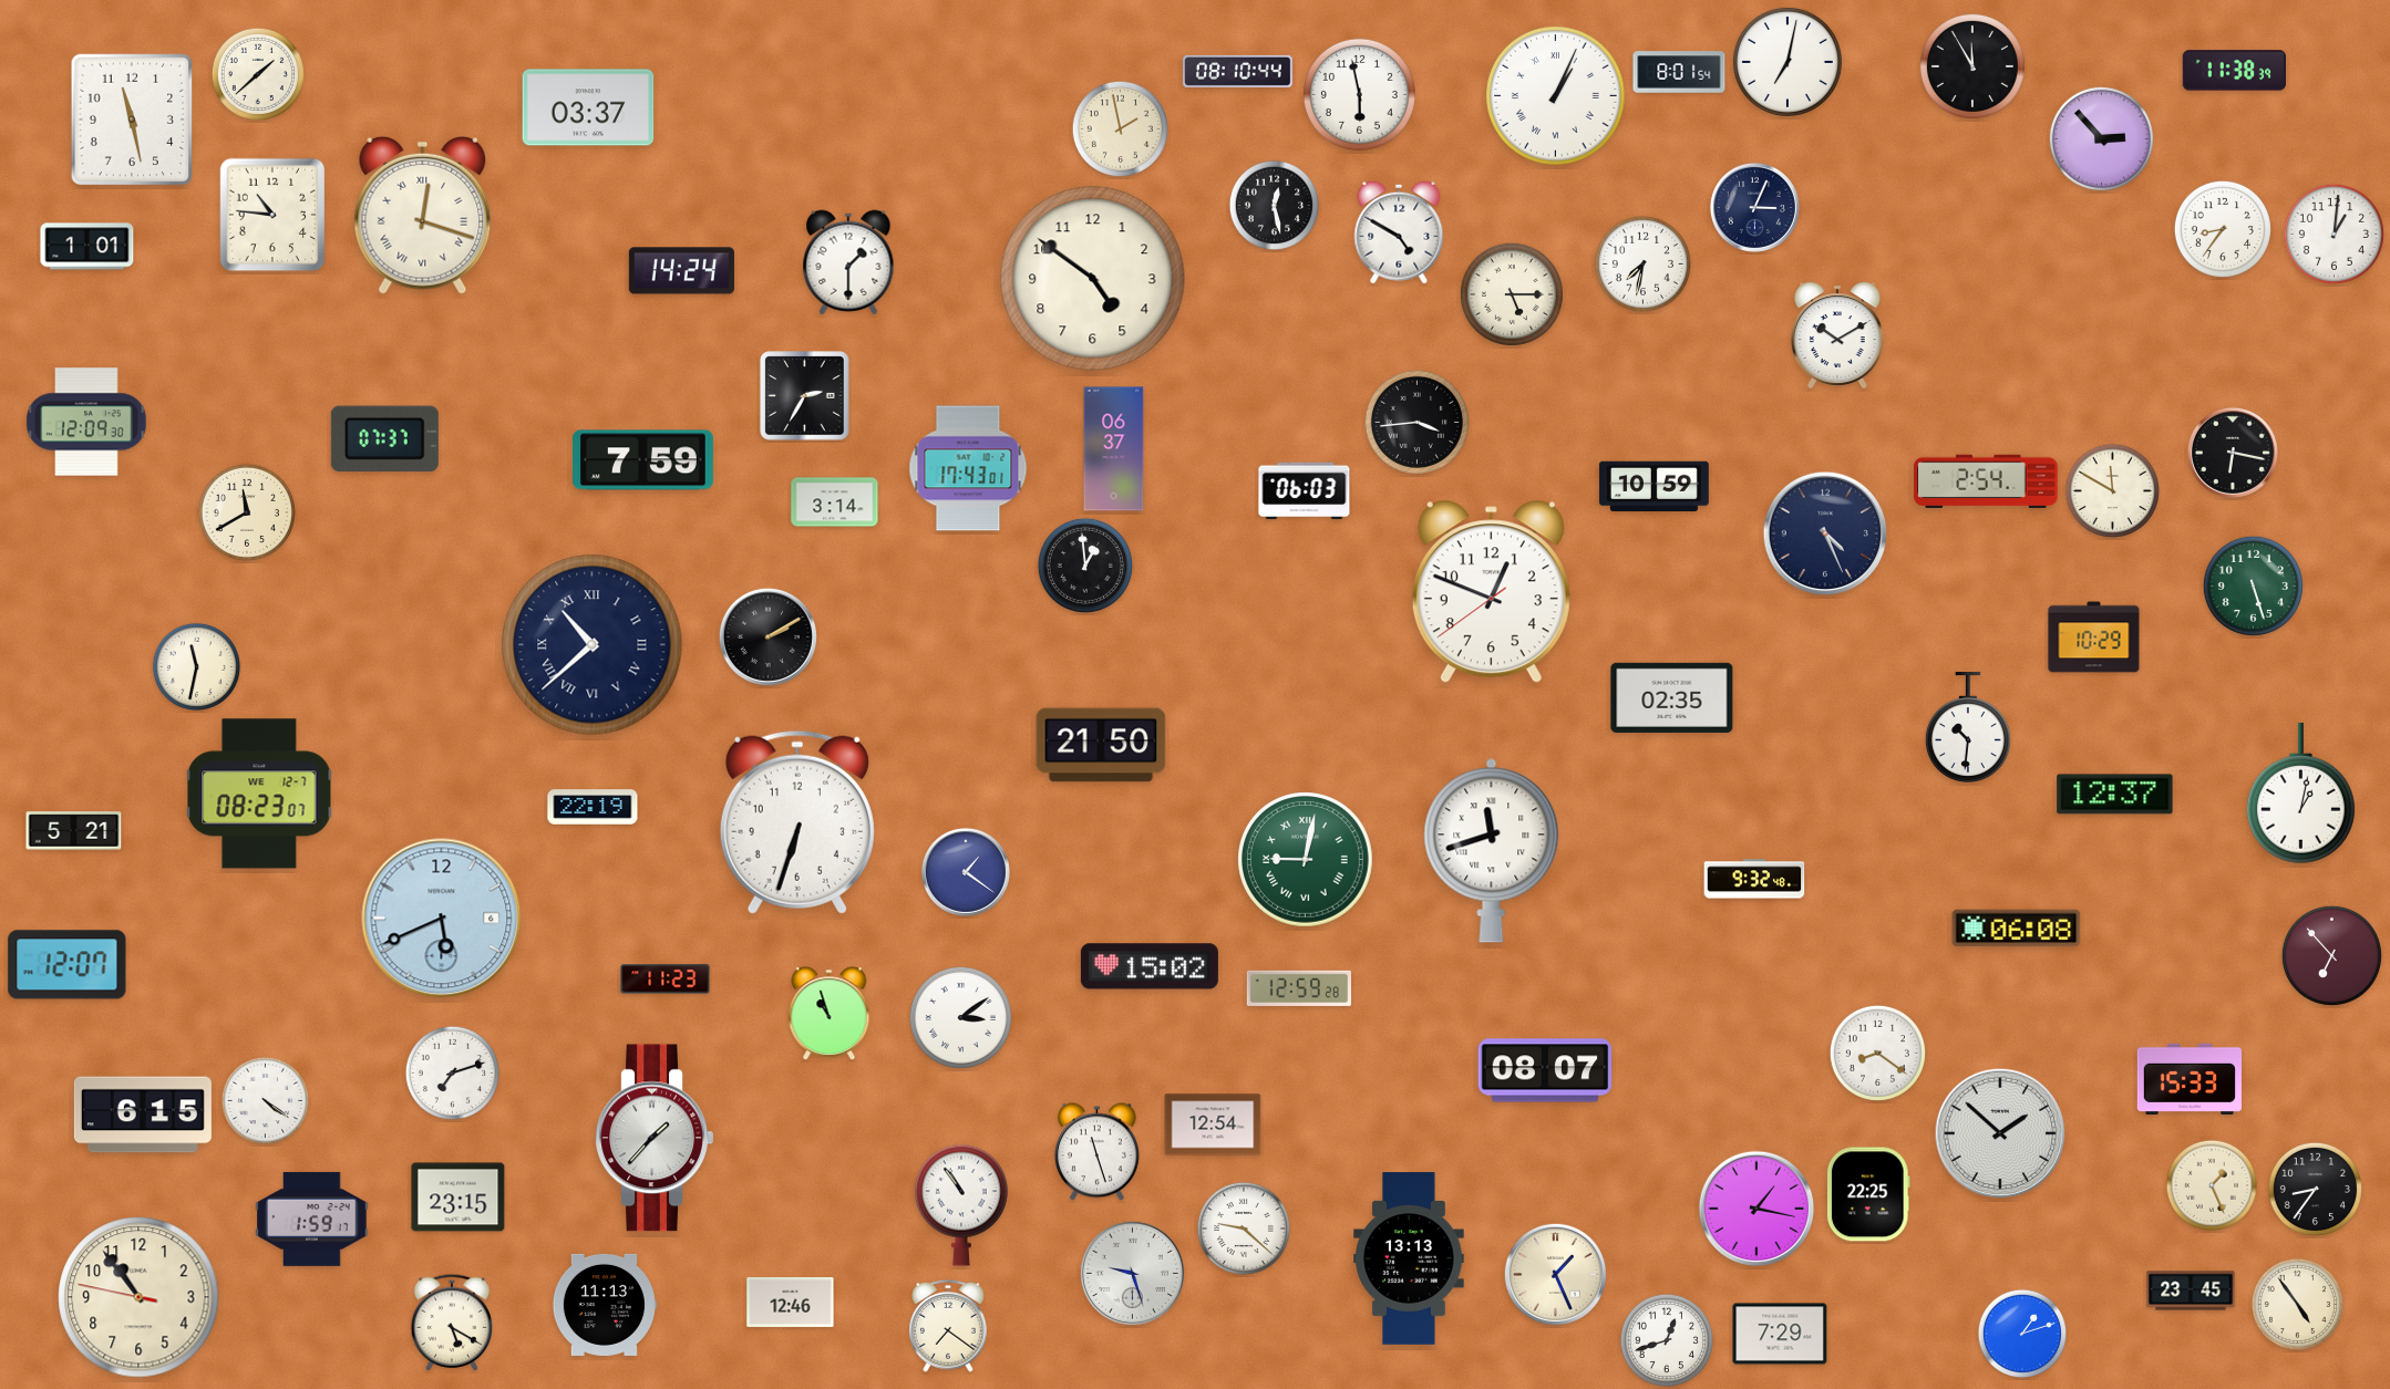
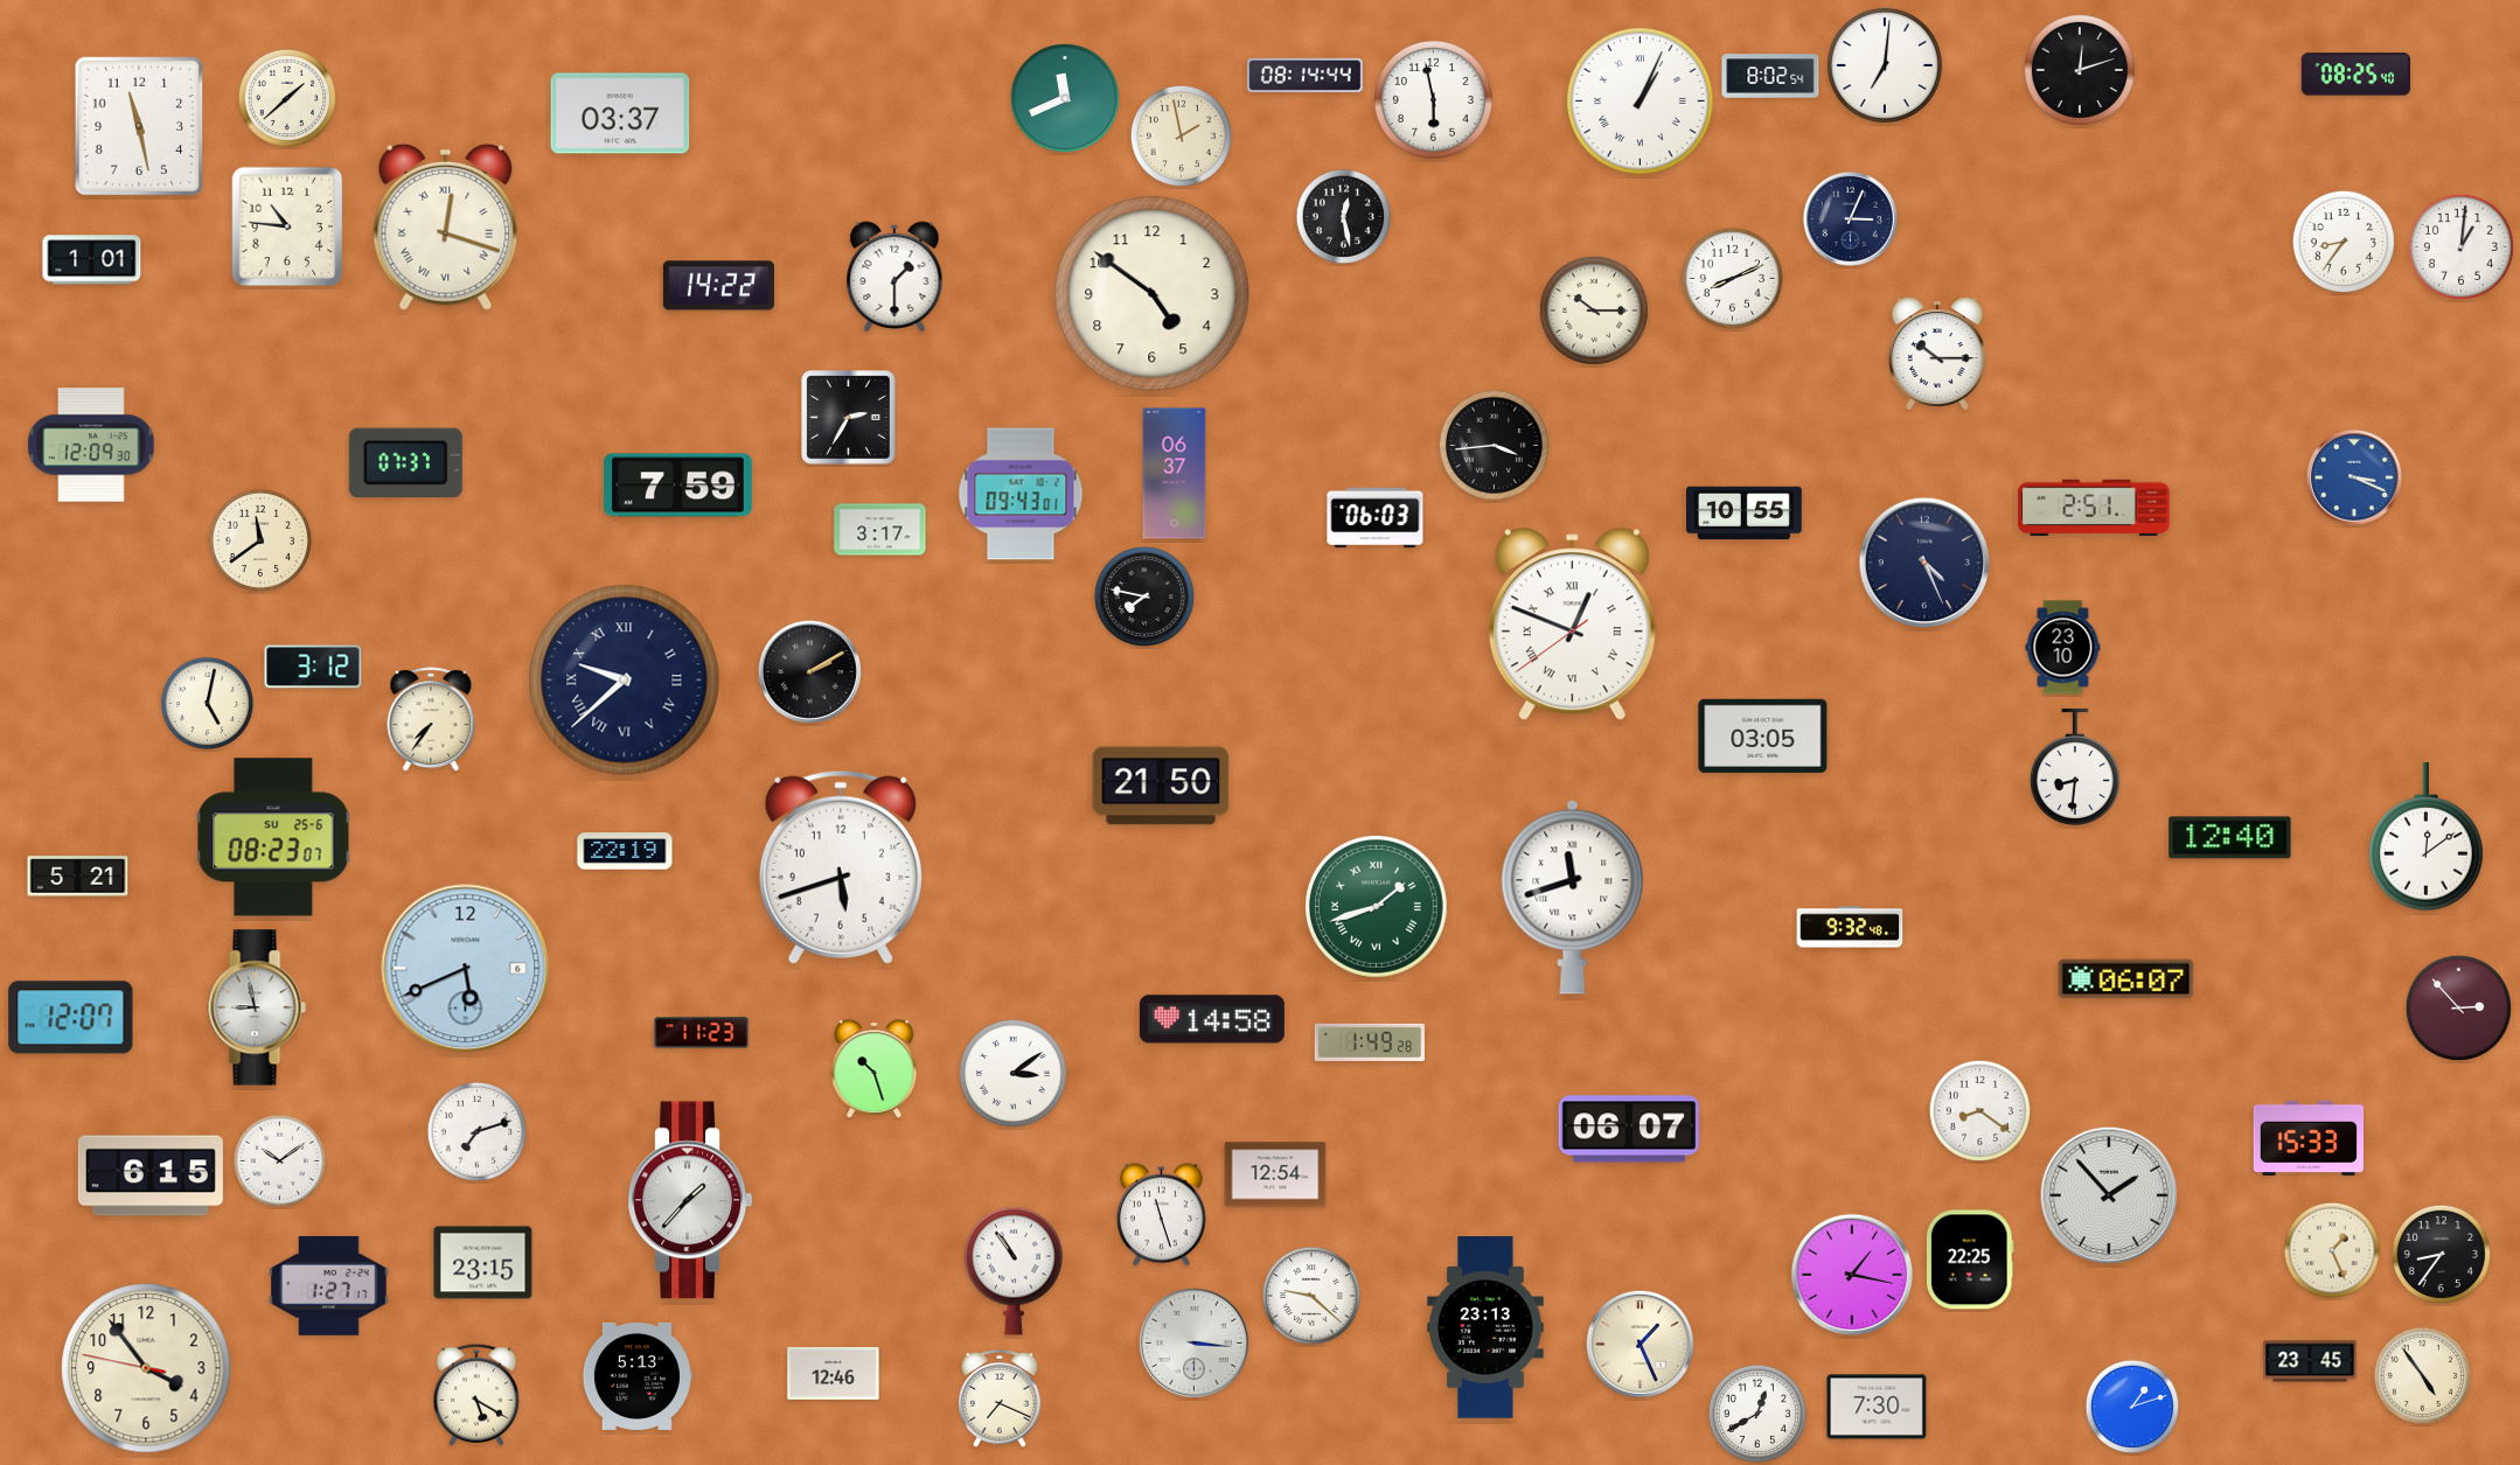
clock at (1788, 62): 7:02 -> 7:01
clock at (1972, 66): 11:55 -> 12:12
clock at (1238, 71): 08:10 -> 08:14
clock at (2234, 71): 11:38 -> 08:25
clock at (1679, 72): 8:01 -> 8:02
clock at (258, 74) position: (258, 74) -> (287, 98)
clock at (1065, 98): none -> 11:41
clock at (2101, 138): 2:53 -> none
clock at (1399, 232): 4:50 -> none
clock at (1642, 263): 7:32 -> 8:11
clock at (681, 271): 14:24 -> 14:22
clock at (1512, 294): 5:15 -> 10:15
clock at (1837, 335): 10:10 -> 10:15
clock at (2233, 453): 6:17 -> 3:19
clock at (2233, 453) dial: black -> blue
clock at (968, 468): 17:43 -> 09:43
clock at (1986, 481): 2:54 -> 2:51
clock at (1654, 487): 10:59 -> 10:55
clock at (2112, 490): 11:50 -> none
clock at (835, 502): 3:14 -> 3:17
clock at (247, 512): 11:40 -> 11:39
clock at (1085, 566): 12:59 -> 7:47
clock at (2253, 585): 5:27 -> none
clock at (1491, 592) numerals: Arabic -> Roman
clock at (2063, 648): none -> 23:10
clock at (313, 667): none -> 3:12
clock at (2094, 638): 10:29 -> none
clock at (593, 645): 10:38 -> 9:38
clock at (196, 666): 11:32 -> 5:02
clock at (431, 720): none -> 7:36
clock at (1672, 697): 02:35 -> 03:05
clock at (1968, 727): 10:31 -> 8:31
clock at (259, 794) date: WE 12-7 -> SU 25-6
clock at (2301, 794): 1:02 -> 12:09
clock at (2115, 795): 12:37 -> 12:40
clock at (797, 822): 6:33 -> 5:42
clock at (1306, 860): 9:02 -> 1:42
clock at (966, 872): 1:21 -> none
clock at (2017, 929): 06:08 -> 06:07
clock at (257, 1007): none -> 8:58
clock at (2331, 955): 6:53 -> 2:53
clock at (1150, 966): 15:02 -> 14:58
clock at (1299, 988): 12:59 -> 1:49
clock at (830, 1013): 10:57 -> 10:27
clock at (1545, 1070): 08:07 -> 06:07
clock at (265, 1100): 4:21 -> 10:09
clock at (1213, 1124) position: (1213, 1124) -> (1275, 1174)
clock at (2000, 1133): 1:52 -> 1:53
clock at (1096, 1152) position: (1096, 1152) -> (1161, 1215)
clock at (312, 1219): 1:59 -> 1:27
clock at (1409, 1258): 13:13 -> 23:13
clock at (1132, 1273): 9:27 -> 3:16
clock at (138, 1297): 10:53 -> 3:53
clock at (604, 1305): 11:13 -> 5:13
clock at (949, 1326): 7:21 -> 7:19
clock at (1780, 1334): 7:29 -> 7:30
clock at (1667, 1340): 12:42 -> 12:40
